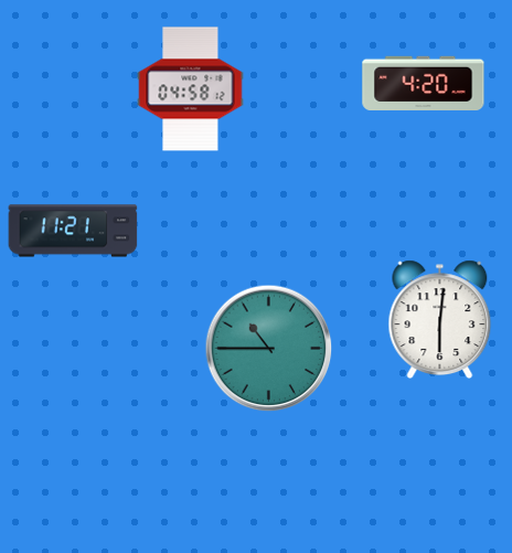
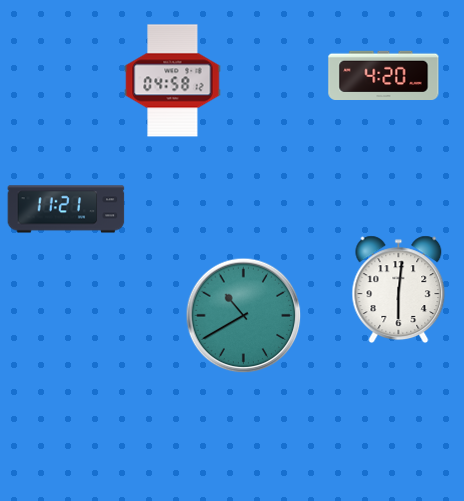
clock at (269, 349): 10:45 -> 10:40
